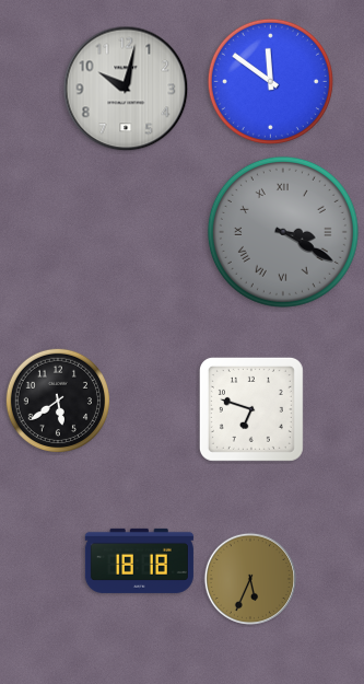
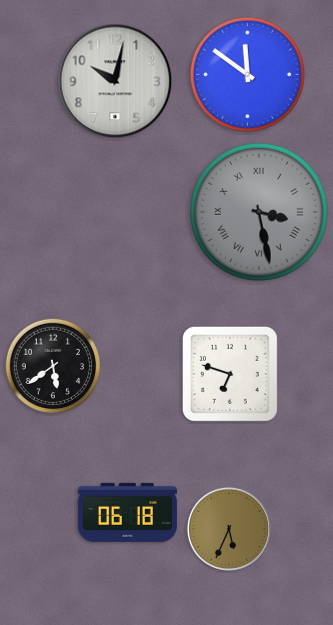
clock at (283, 232): 3:20 -> 3:28
clock at (139, 560): 18:18 -> 06:18
